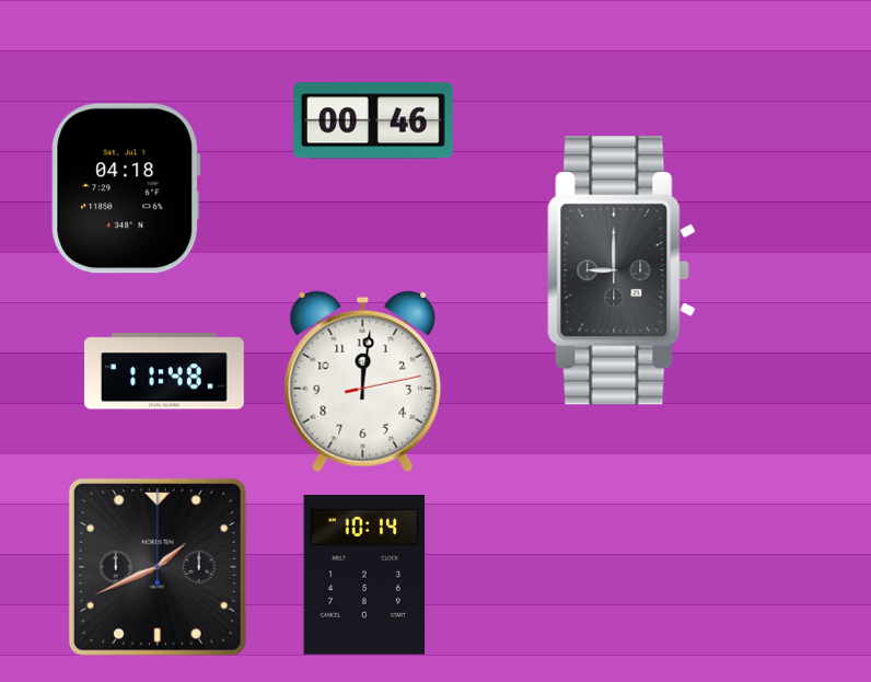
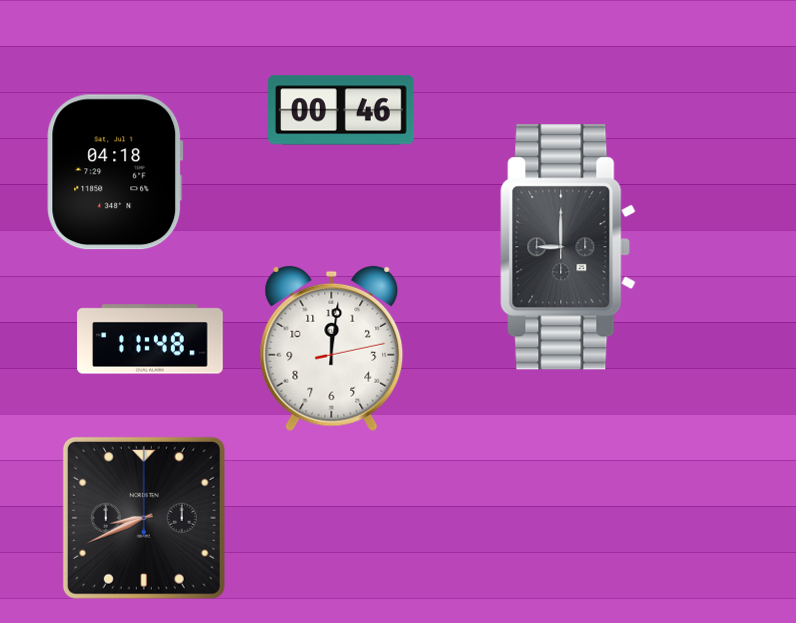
clock at (158, 567): 1:41 -> 8:41
clock at (364, 576): 10:14 -> none
